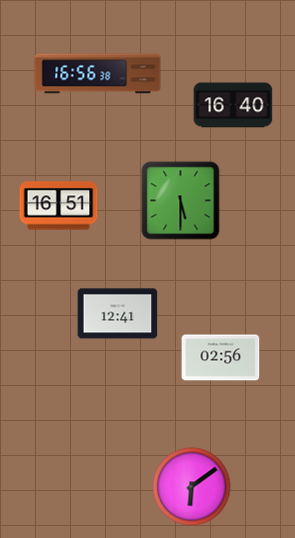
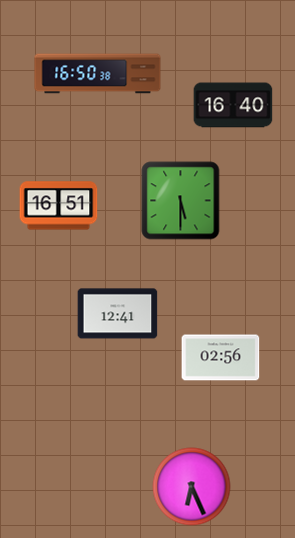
clock at (98, 74): 16:56 -> 16:50
clock at (191, 486): 6:09 -> 6:26
